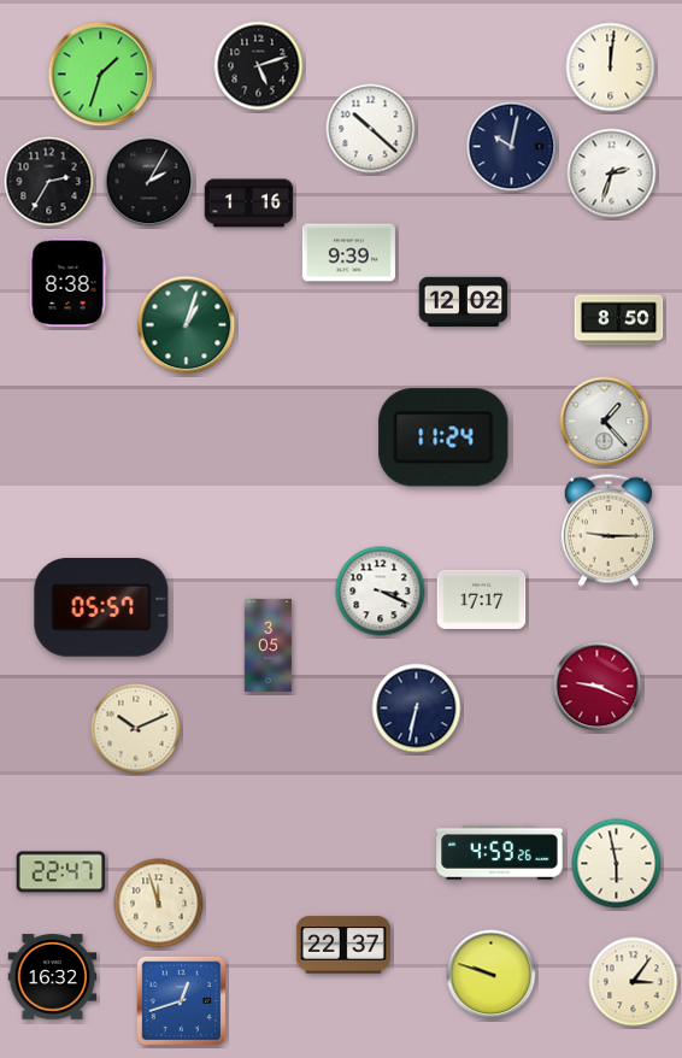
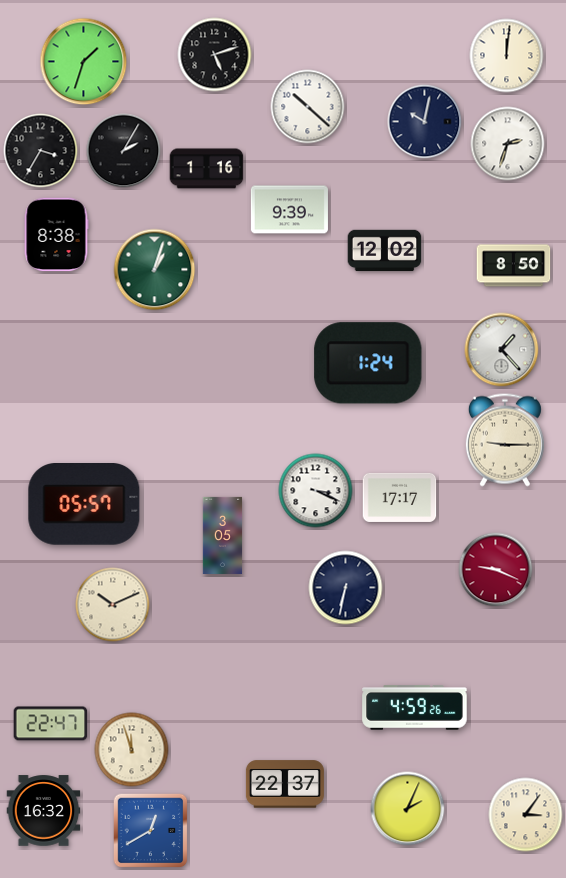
clock at (49, 182): 2:35 -> 3:35
clock at (443, 437): 11:24 -> 1:24
clock at (617, 864): 5:58 -> none
clock at (492, 975): 9:48 -> 2:04
clock at (182, 1001): 12:42 -> 12:40
